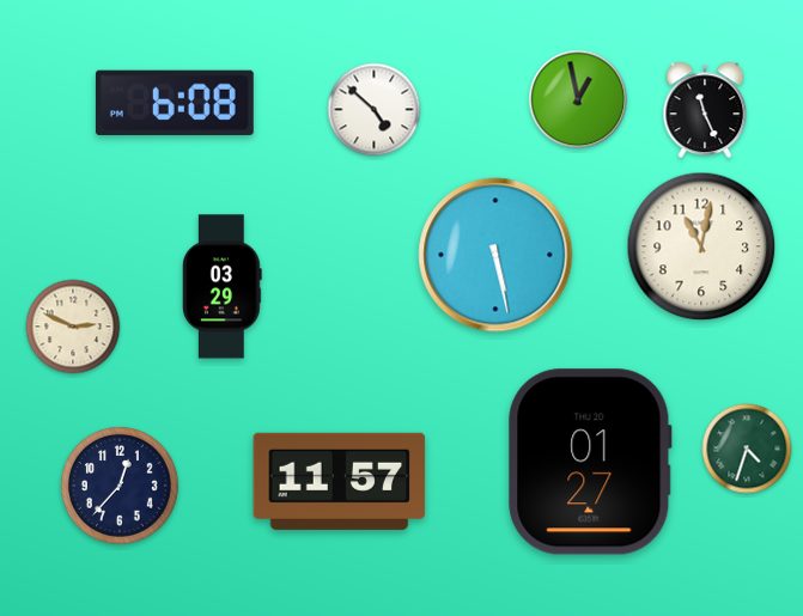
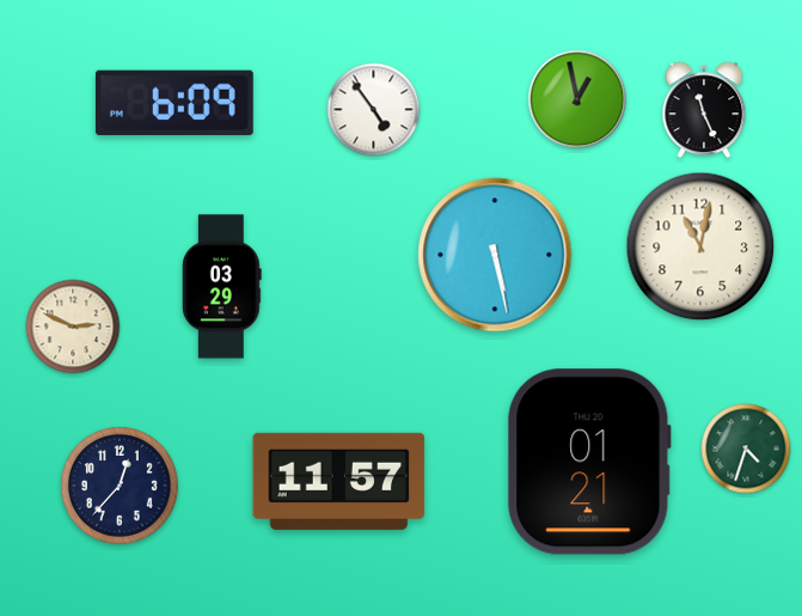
clock at (175, 102): 6:08 -> 6:09
clock at (375, 110): 4:52 -> 4:54
clock at (590, 462): 01:27 -> 01:21
